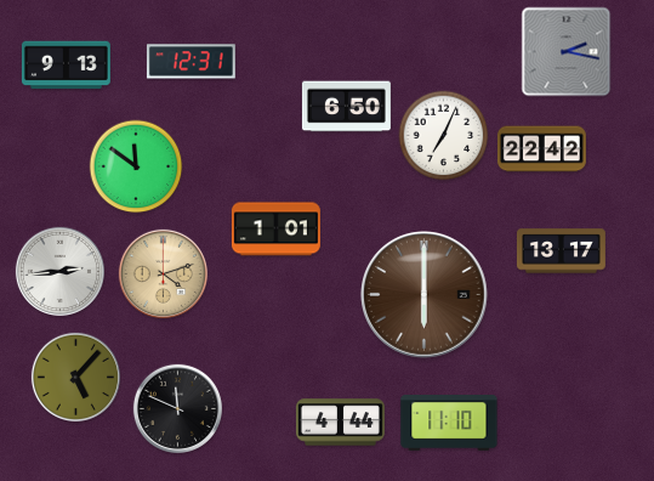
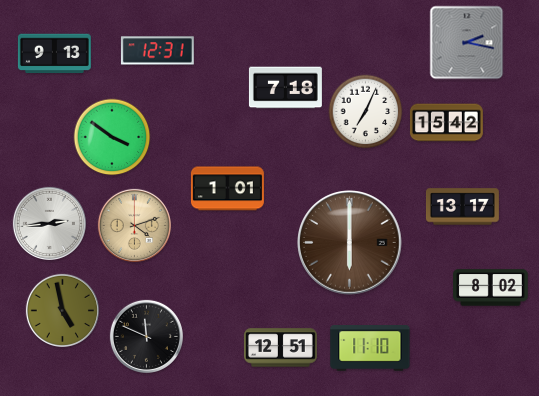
clock at (346, 107): 6:50 -> 7:18
clock at (541, 149): 22:42 -> 15:42
clock at (136, 166): 11:51 -> 3:51
clock at (491, 288): none -> 8:02
clock at (75, 377): 5:07 -> 4:58
clock at (340, 423): 4:44 -> 12:51
